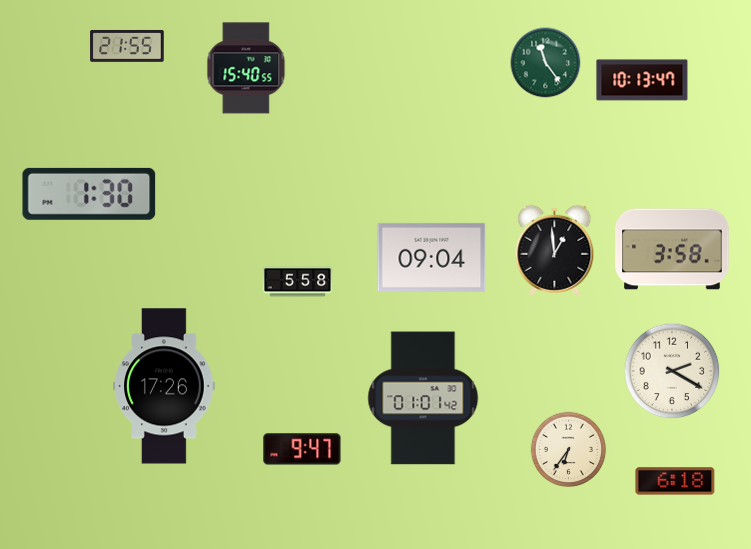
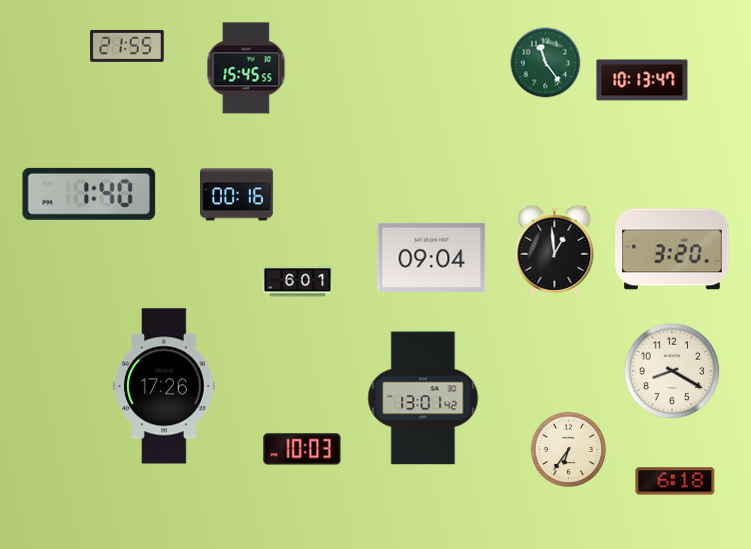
clock at (246, 68): 15:40 -> 15:45
clock at (89, 194): 1:30 -> 1:40
clock at (237, 195): none -> 00:16
clock at (672, 249): 3:58 -> 3:20
clock at (298, 282): 5:58 -> 6:01
clock at (672, 371): 2:20 -> 8:20
clock at (423, 398): 01:01 -> 13:01
clock at (302, 449): 9:47 -> 10:03
